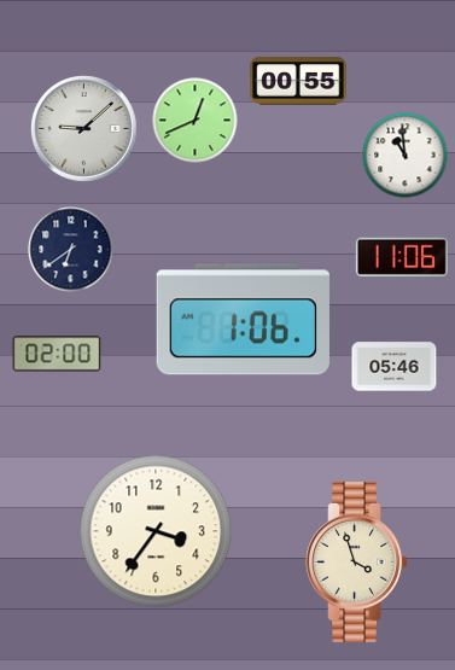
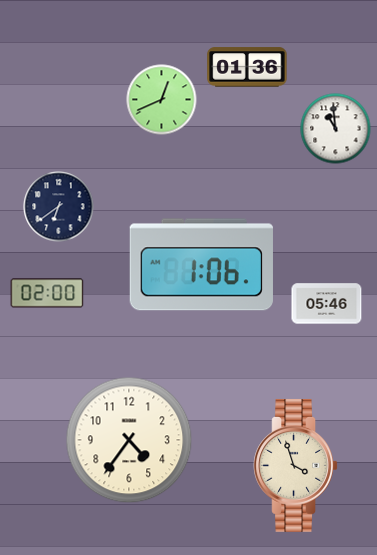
clock at (298, 81): 00:55 -> 01:36
clock at (84, 129): 9:08 -> none
clock at (402, 257): 11:06 -> none
clock at (156, 531): 3:36 -> 4:36
